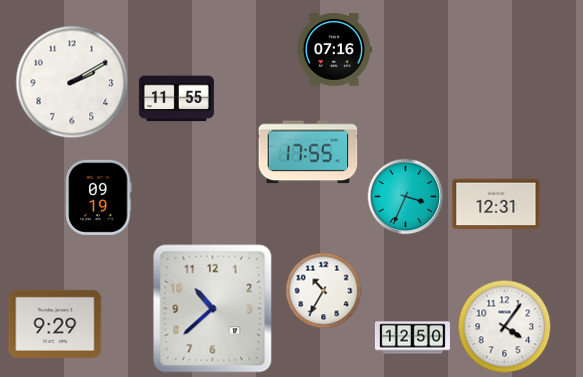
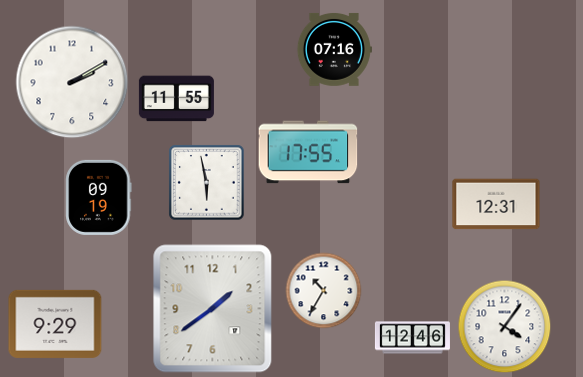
clock at (207, 183): none -> 5:58
clock at (406, 197): 3:34 -> none
clock at (213, 309): 10:38 -> 1:39
clock at (412, 338): 12:50 -> 12:46
